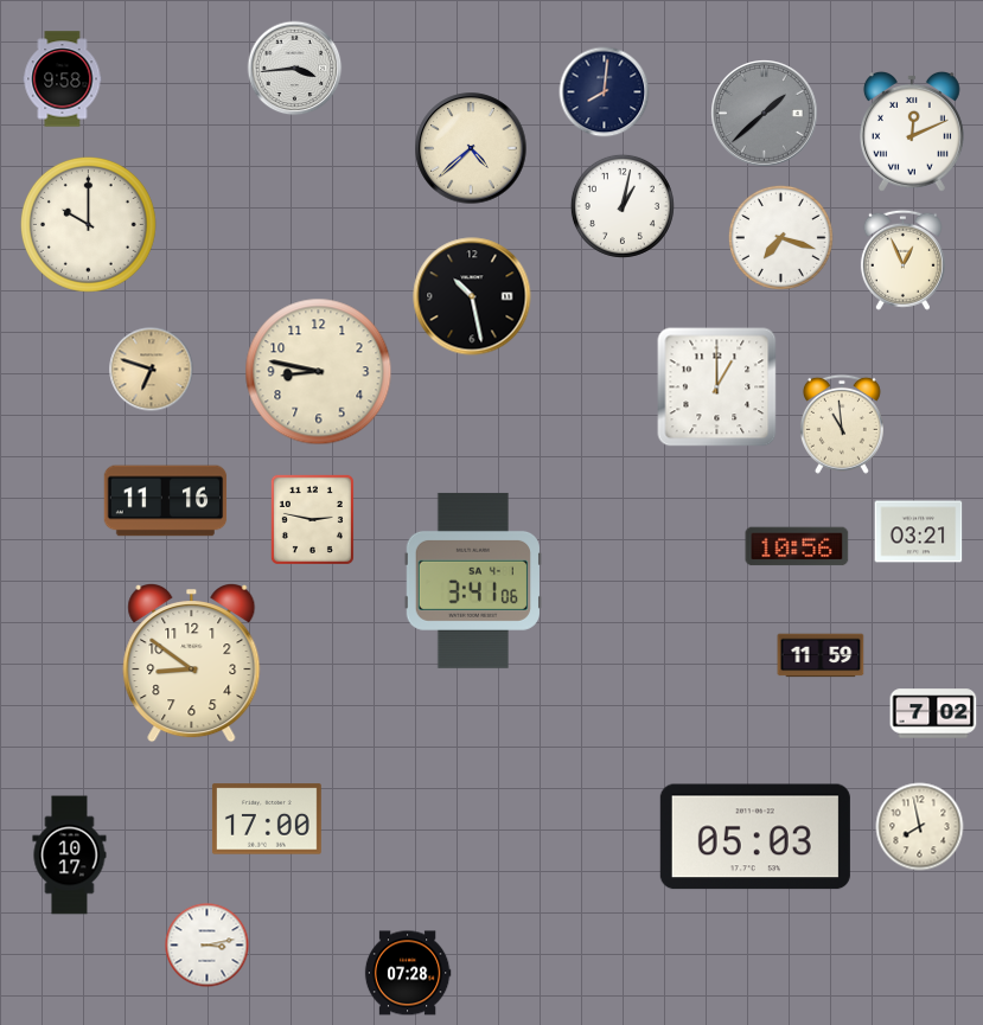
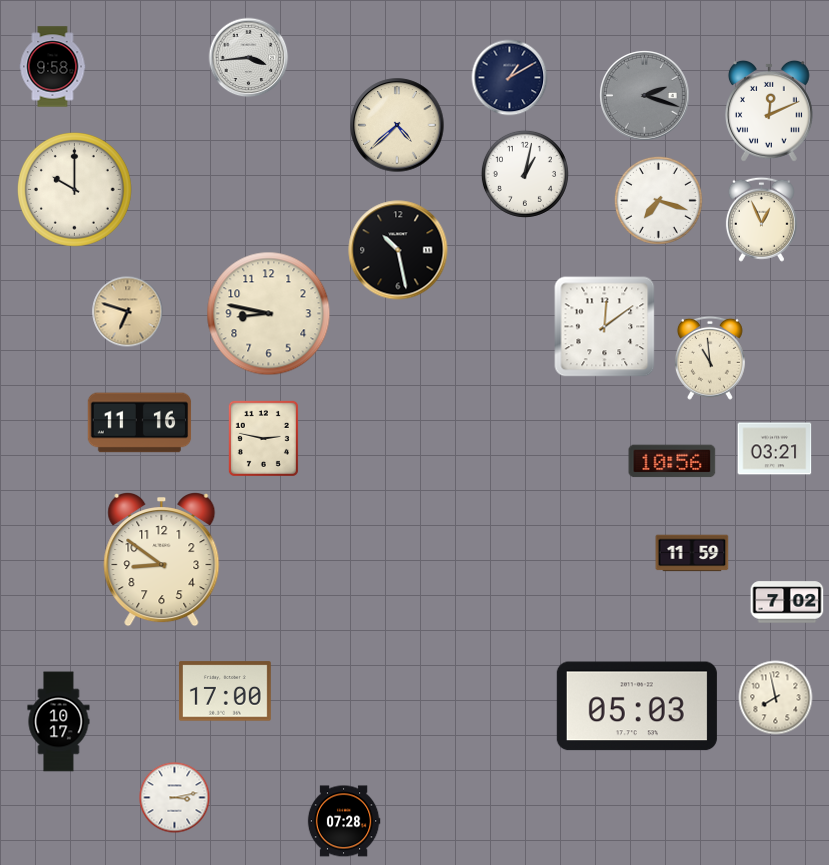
clock at (605, 92): 8:01 -> 1:10
clock at (765, 114): 1:38 -> 2:18
clock at (717, 387): 1:00 -> 12:09
clock at (473, 581): 3:41 -> none
